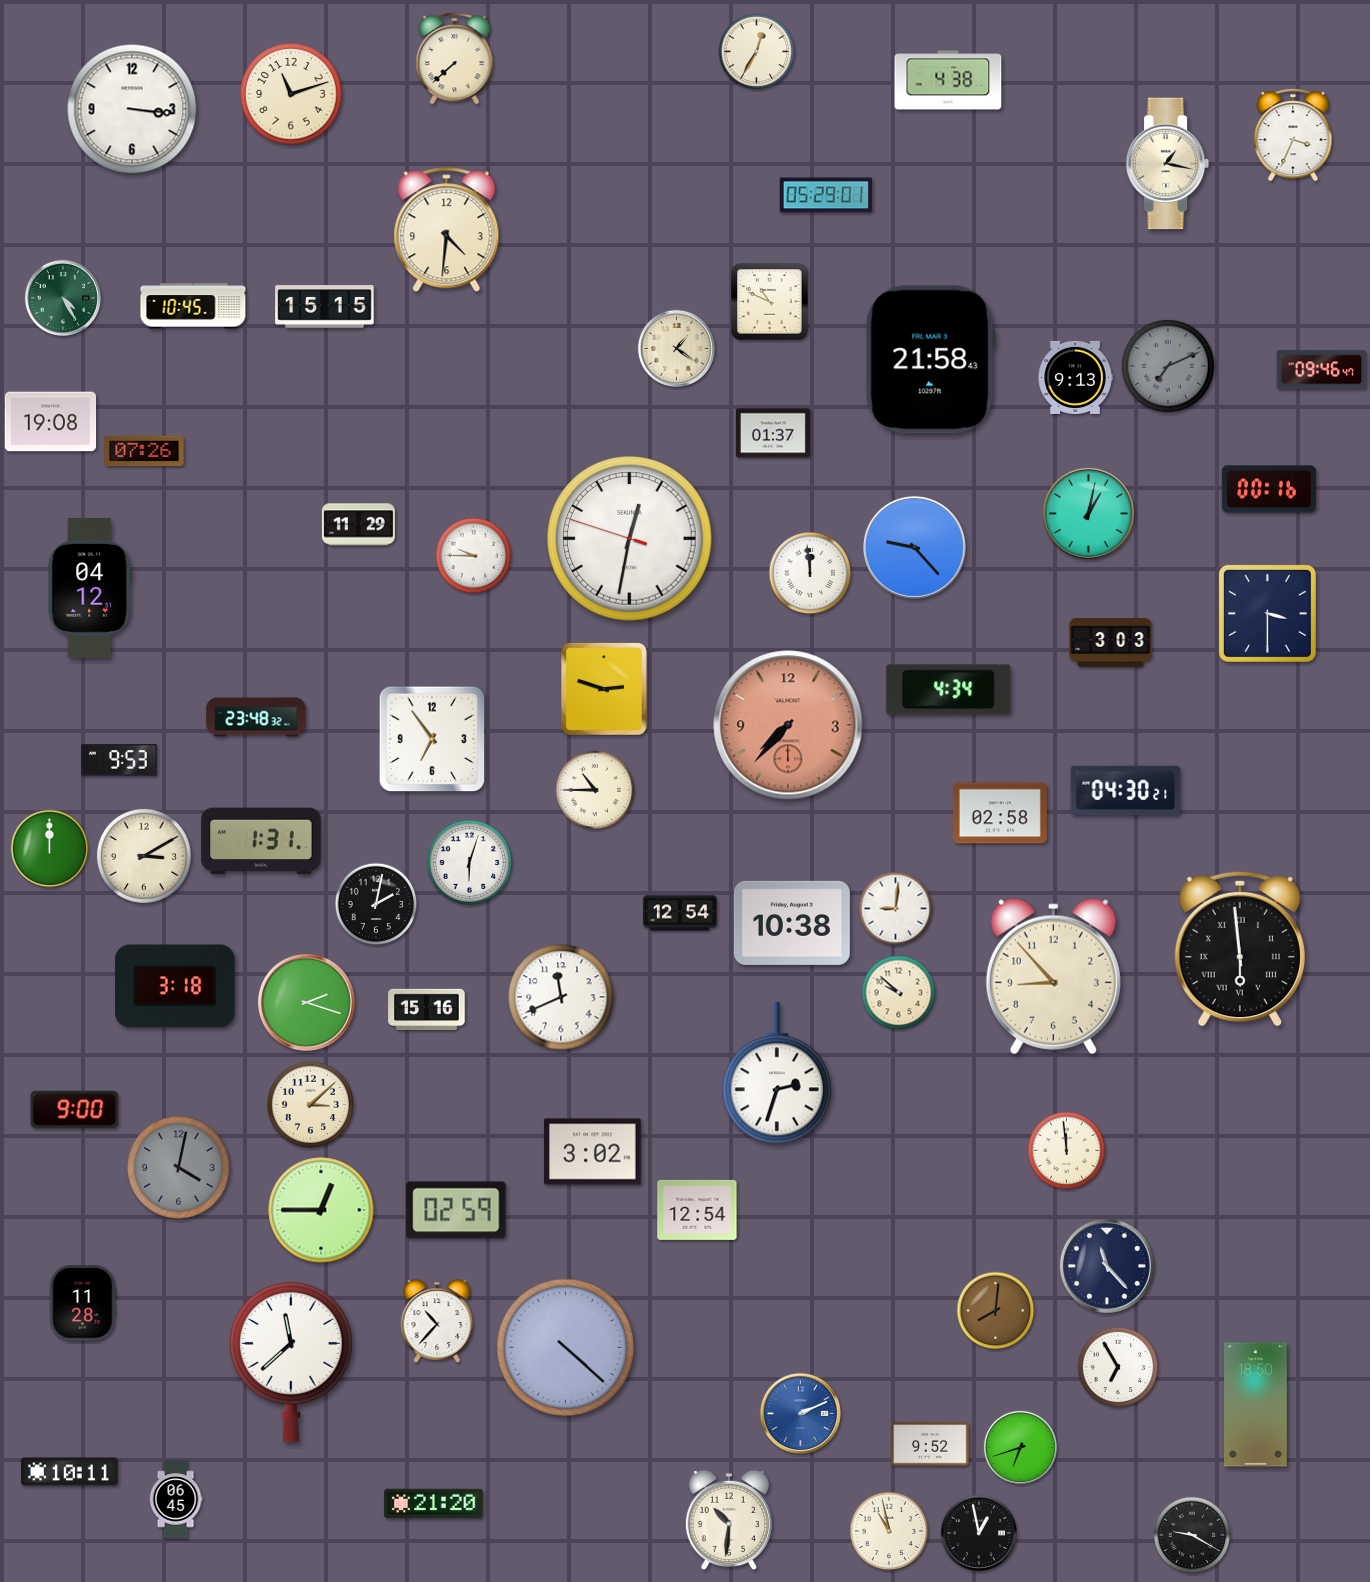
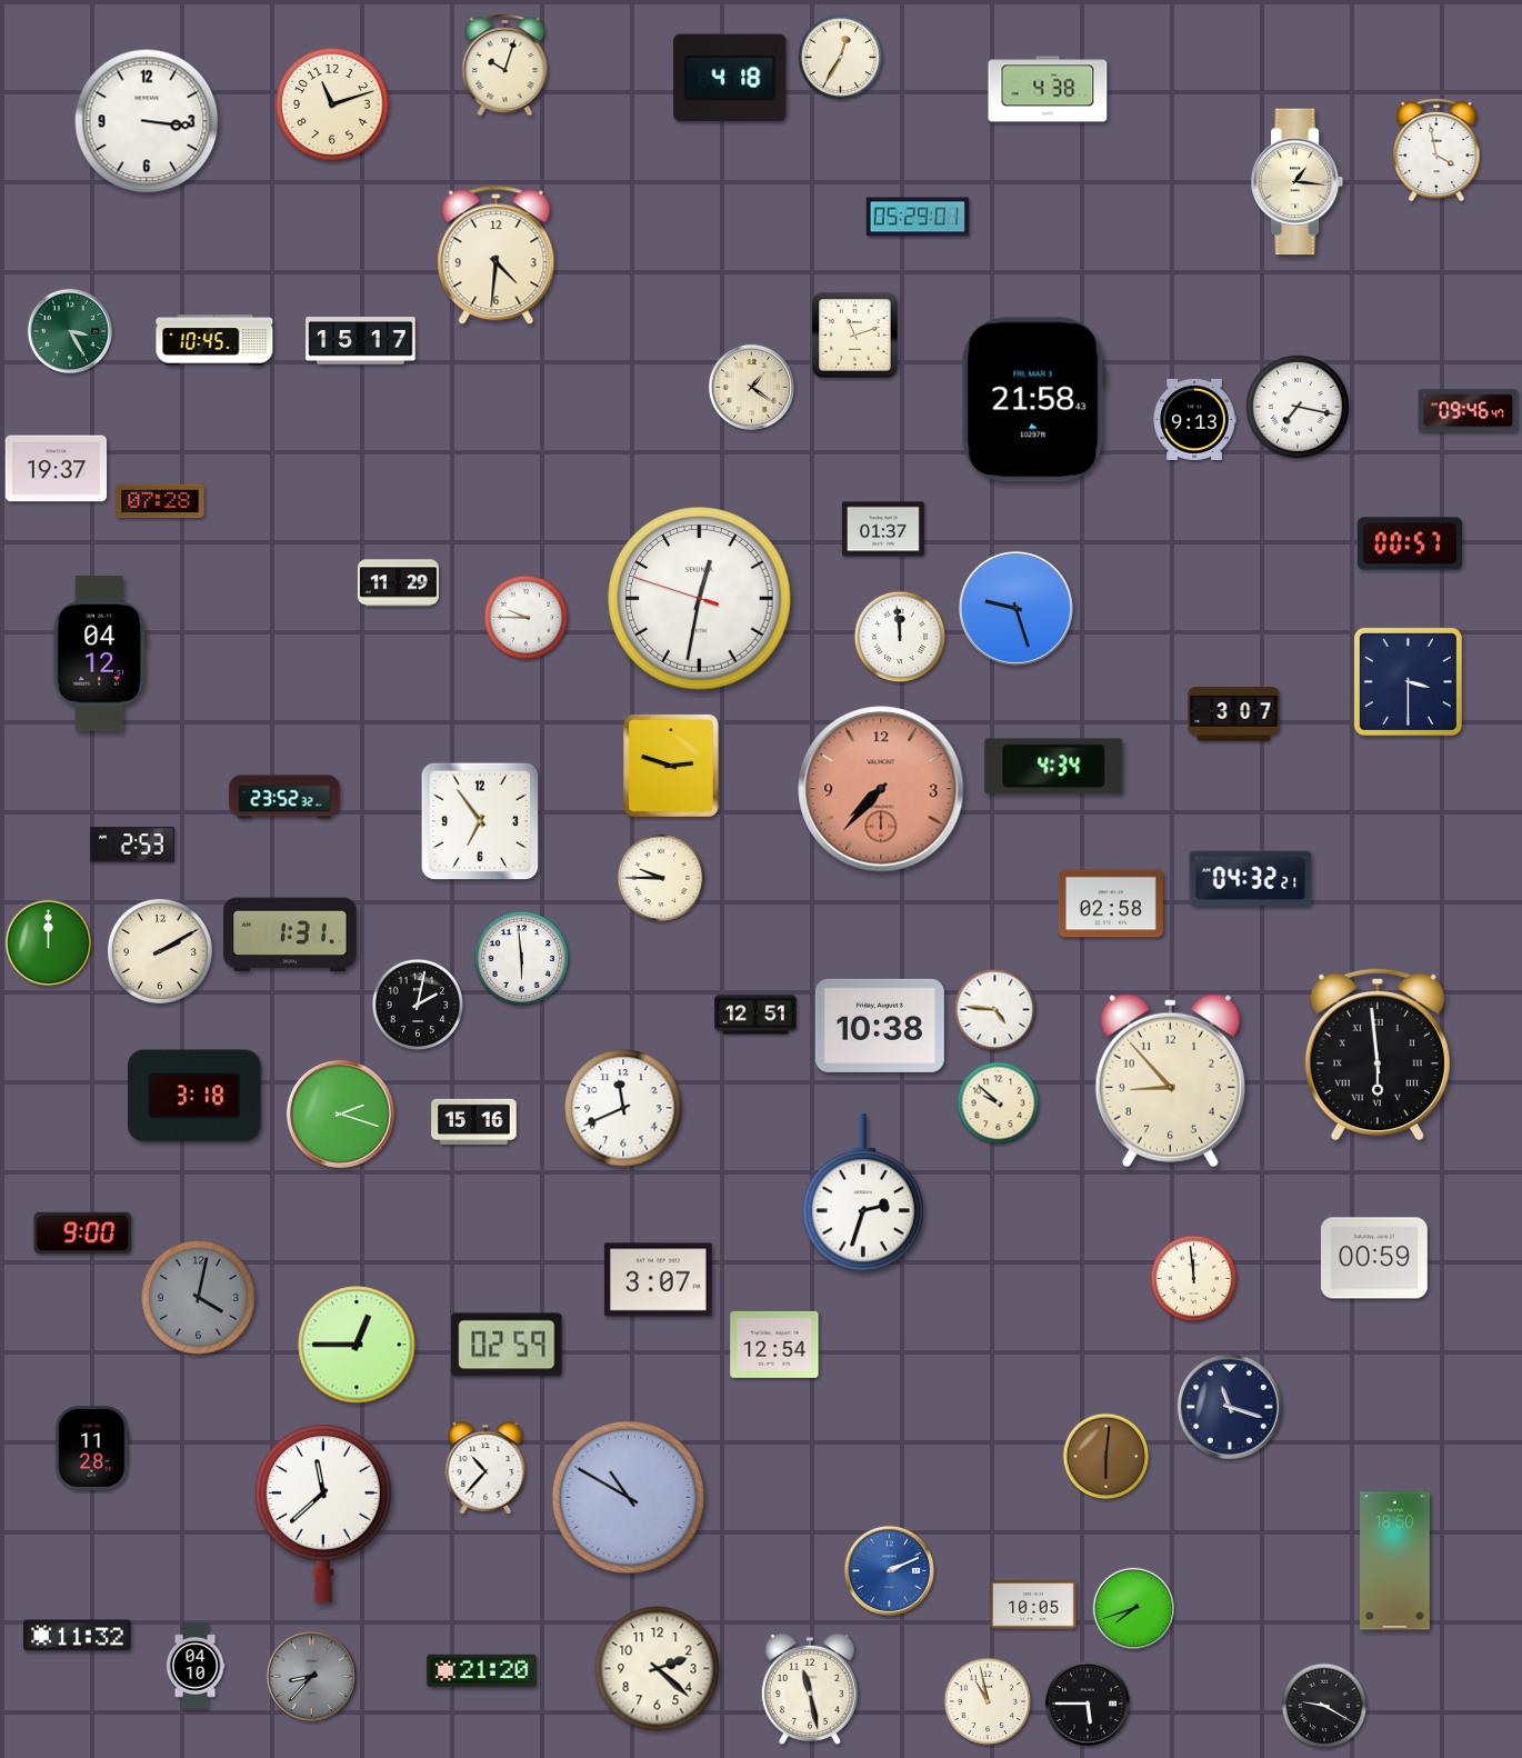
clock at (455, 59): 7:38 -> 10:03
clock at (730, 78): none -> 4:18
clock at (948, 80) position: (948, 80) -> (1048, 89)
clock at (291, 94) position: (291, 94) -> (332, 104)
clock at (1293, 135): 3:34 -> 3:58
clock at (1168, 164): 1:17 -> 1:16
clock at (62, 297): 4:25 -> 3:25
clock at (770, 302): 10:49 -> 11:12
clock at (325, 307): 15:15 -> 15:17
clock at (1168, 366): 7:11 -> 7:17
clock at (1168, 366) dial: grey -> white
clock at (51, 422): 19:08 -> 19:37
clock at (773, 433) position: (773, 433) -> (883, 529)
clock at (144, 451): 07:26 -> 07:28
clock at (1269, 489): 00:16 -> 00:57
clock at (1088, 513): 1:02 -> none
clock at (914, 547): 9:23 -> 9:27
clock at (1111, 643): 3:03 -> 3:07
clock at (256, 717): 23:48 -> 23:52
clock at (788, 725) position: (788, 725) -> (881, 789)
clock at (120, 760): 9:53 -> 2:53
clock at (595, 790): 10:45 -> 9:45
clock at (1126, 790): 04:30 -> 04:32
clock at (50, 849) position: (50, 849) -> (49, 943)
clock at (144, 856): 3:10 -> 2:10
clock at (469, 862): 6:03 -> 5:59
clock at (896, 909): 9:01 -> 4:46
clock at (680, 913): 12:54 -> 12:51
clock at (1053, 977) position: (1053, 977) -> (1170, 1081)
clock at (310, 1104): 3:08 -> none
clock at (1374, 1258): none -> 00:59
clock at (1067, 1151) position: (1067, 1151) -> (1194, 1279)
clock at (593, 1152): 3:02 -> 3:07
clock at (1107, 1266): 11:23 -> 11:18
clock at (996, 1311): 8:01 -> 6:01
clock at (566, 1348): 4:22 -> 10:50
clock at (1118, 1367): 6:55 -> none
clock at (930, 1444): 9:52 -> 10:05
clock at (1021, 1448): 6:42 -> 7:42
clock at (70, 1472): 10:11 -> 11:32
clock at (176, 1499): 06:45 -> 04:10
clock at (658, 1669): none -> 2:22
clock at (311, 1676): none -> 8:37
clock at (729, 1520): 10:31 -> 11:28
clock at (978, 1532): 12:58 -> 5:45
